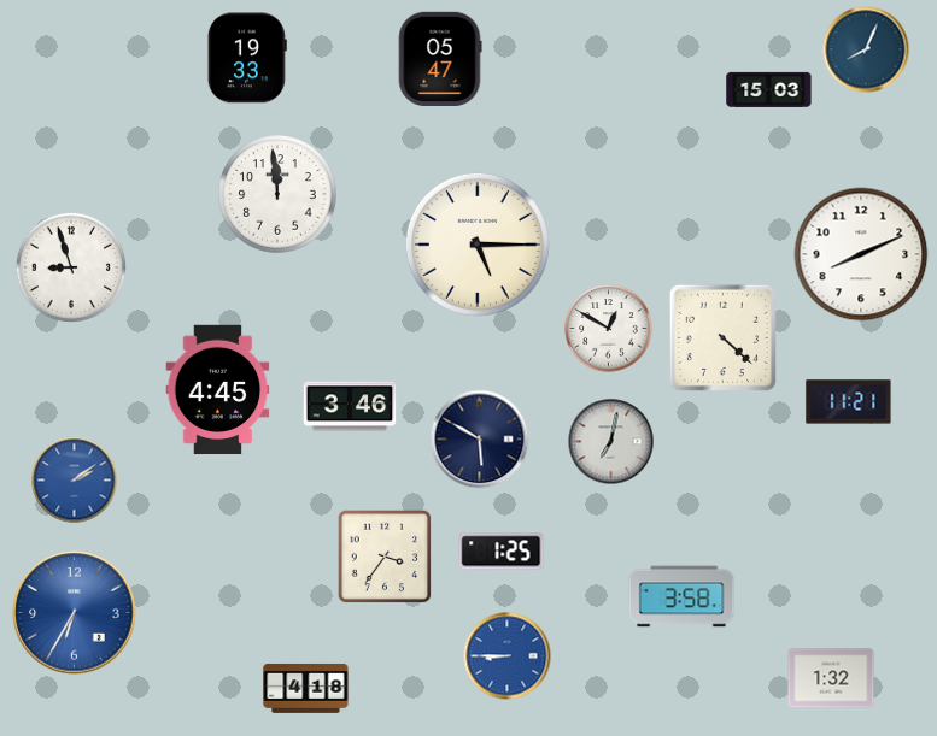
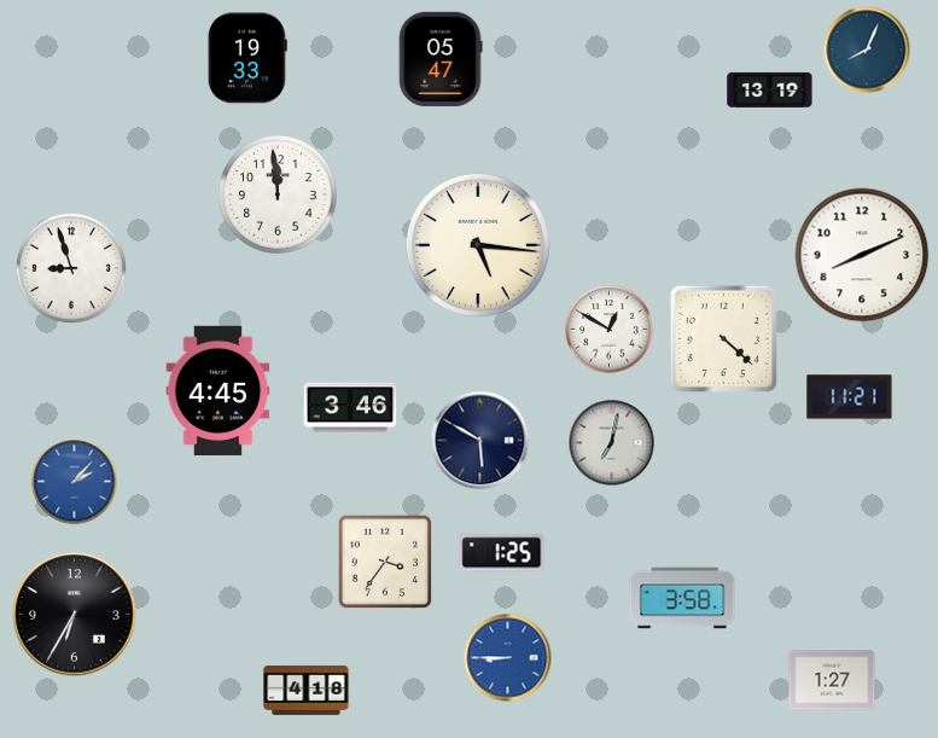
clock at (769, 89): 15:03 -> 13:19
clock at (478, 245): 5:15 -> 5:16
clock at (849, 402) position: (849, 402) -> (850, 397)
clock at (75, 481): 2:09 -> 2:07
clock at (385, 557) position: (385, 557) -> (385, 562)
clock at (75, 613) dial: blue -> black
clock at (831, 678): 1:32 -> 1:27
